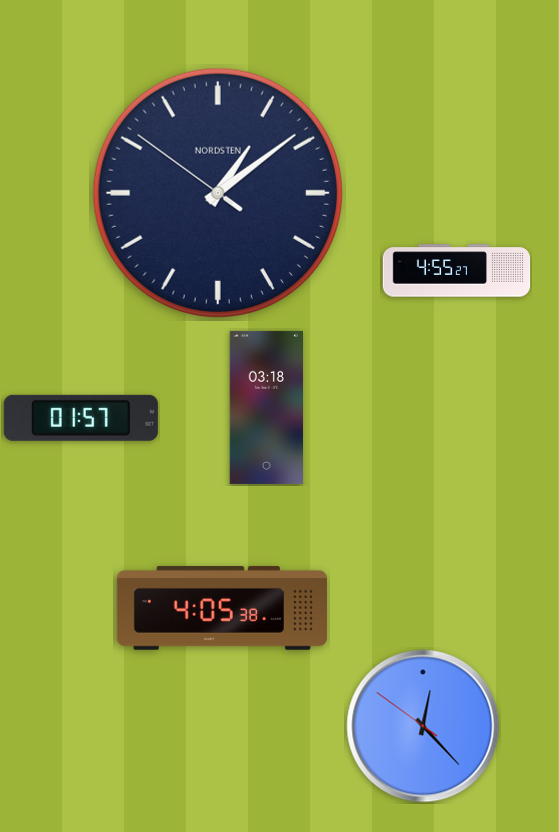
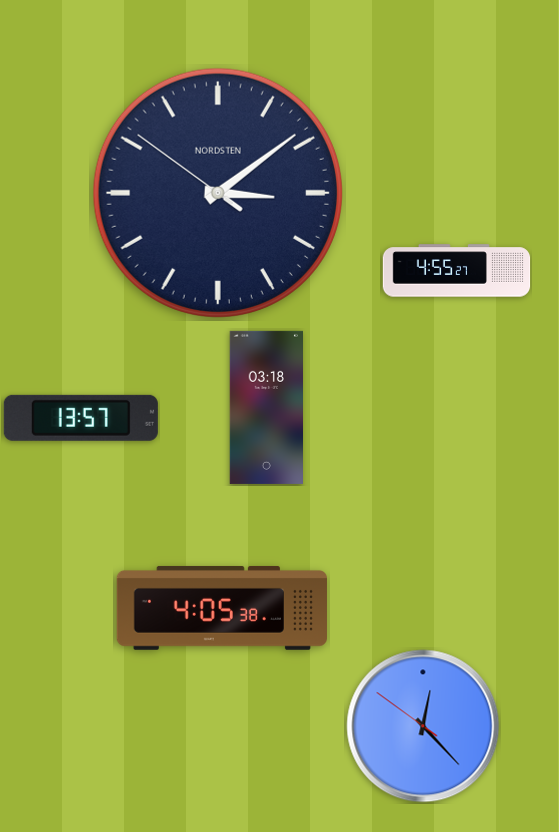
clock at (218, 193): 1:08 -> 3:08
clock at (81, 418): 01:57 -> 13:57
